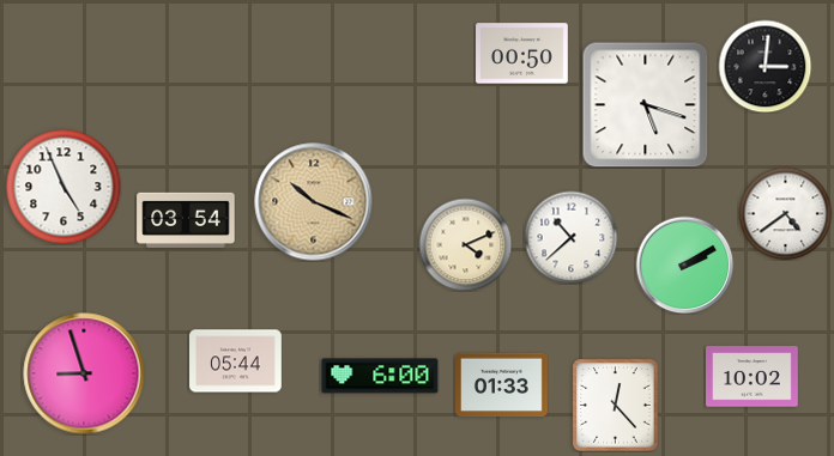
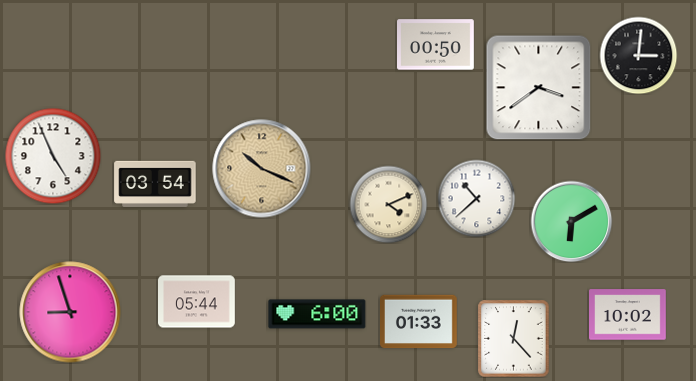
clock at (645, 104): 5:18 -> 3:39
clock at (785, 213): 4:39 -> none
clock at (684, 265): 2:10 -> 6:10
